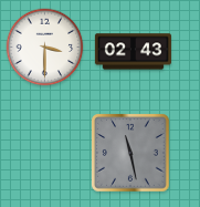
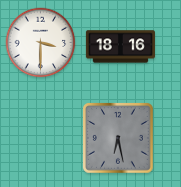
clock at (133, 52): 02:43 -> 18:16
clock at (130, 153): 11:28 -> 6:28
